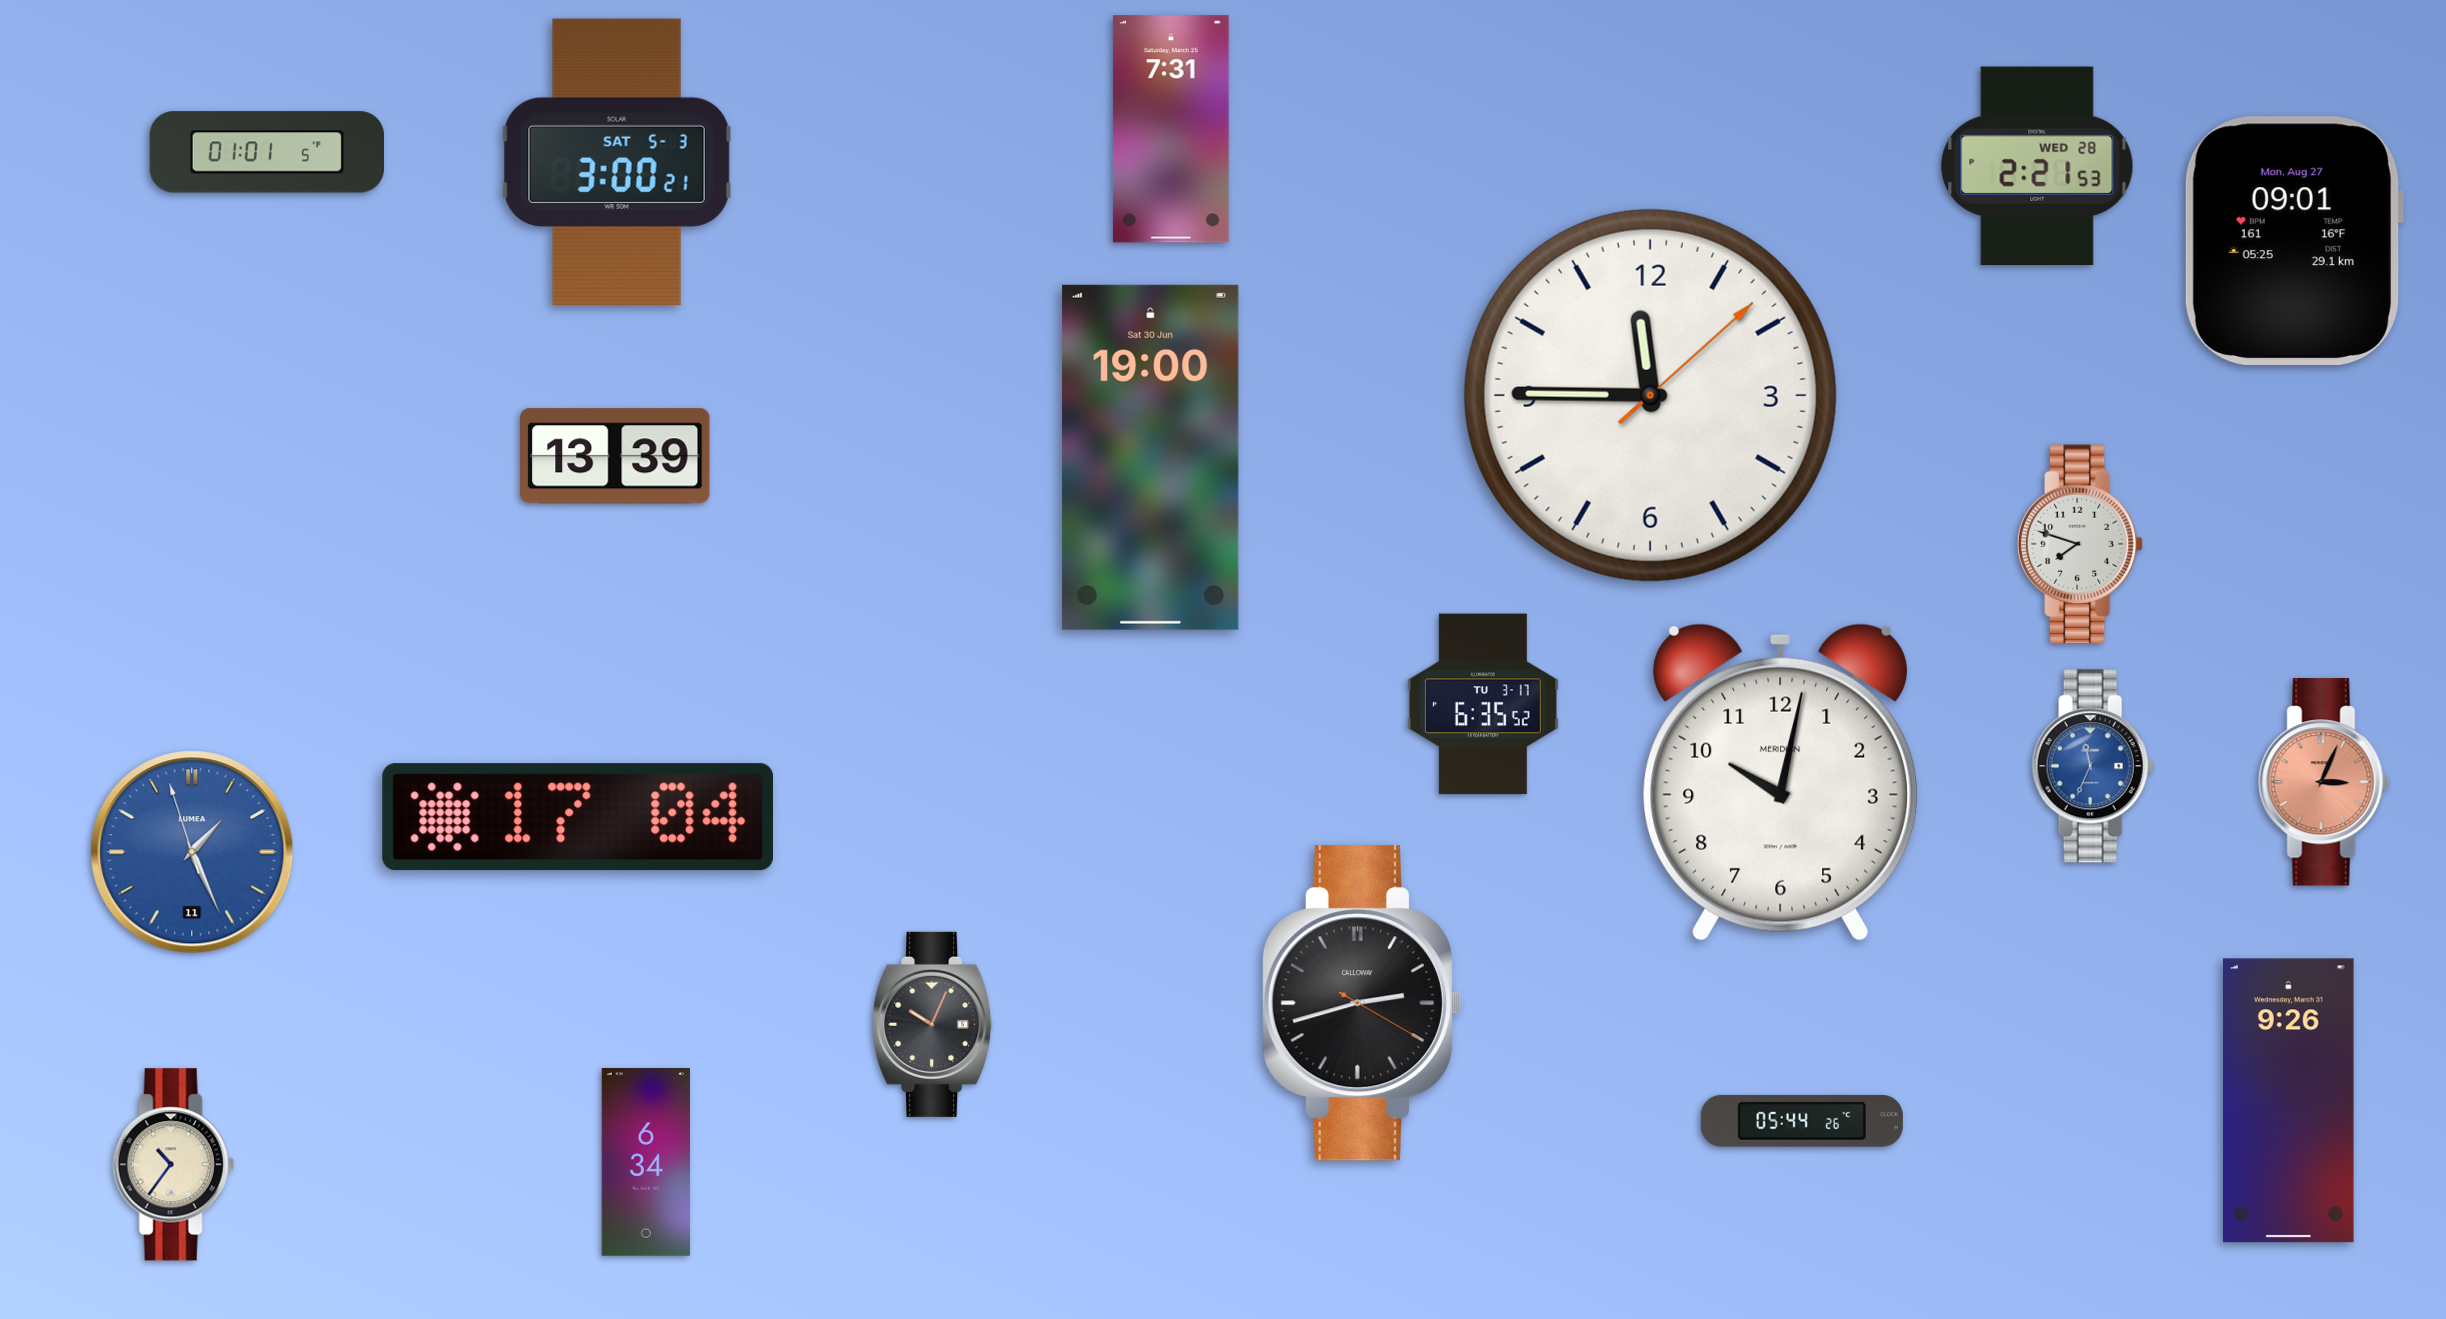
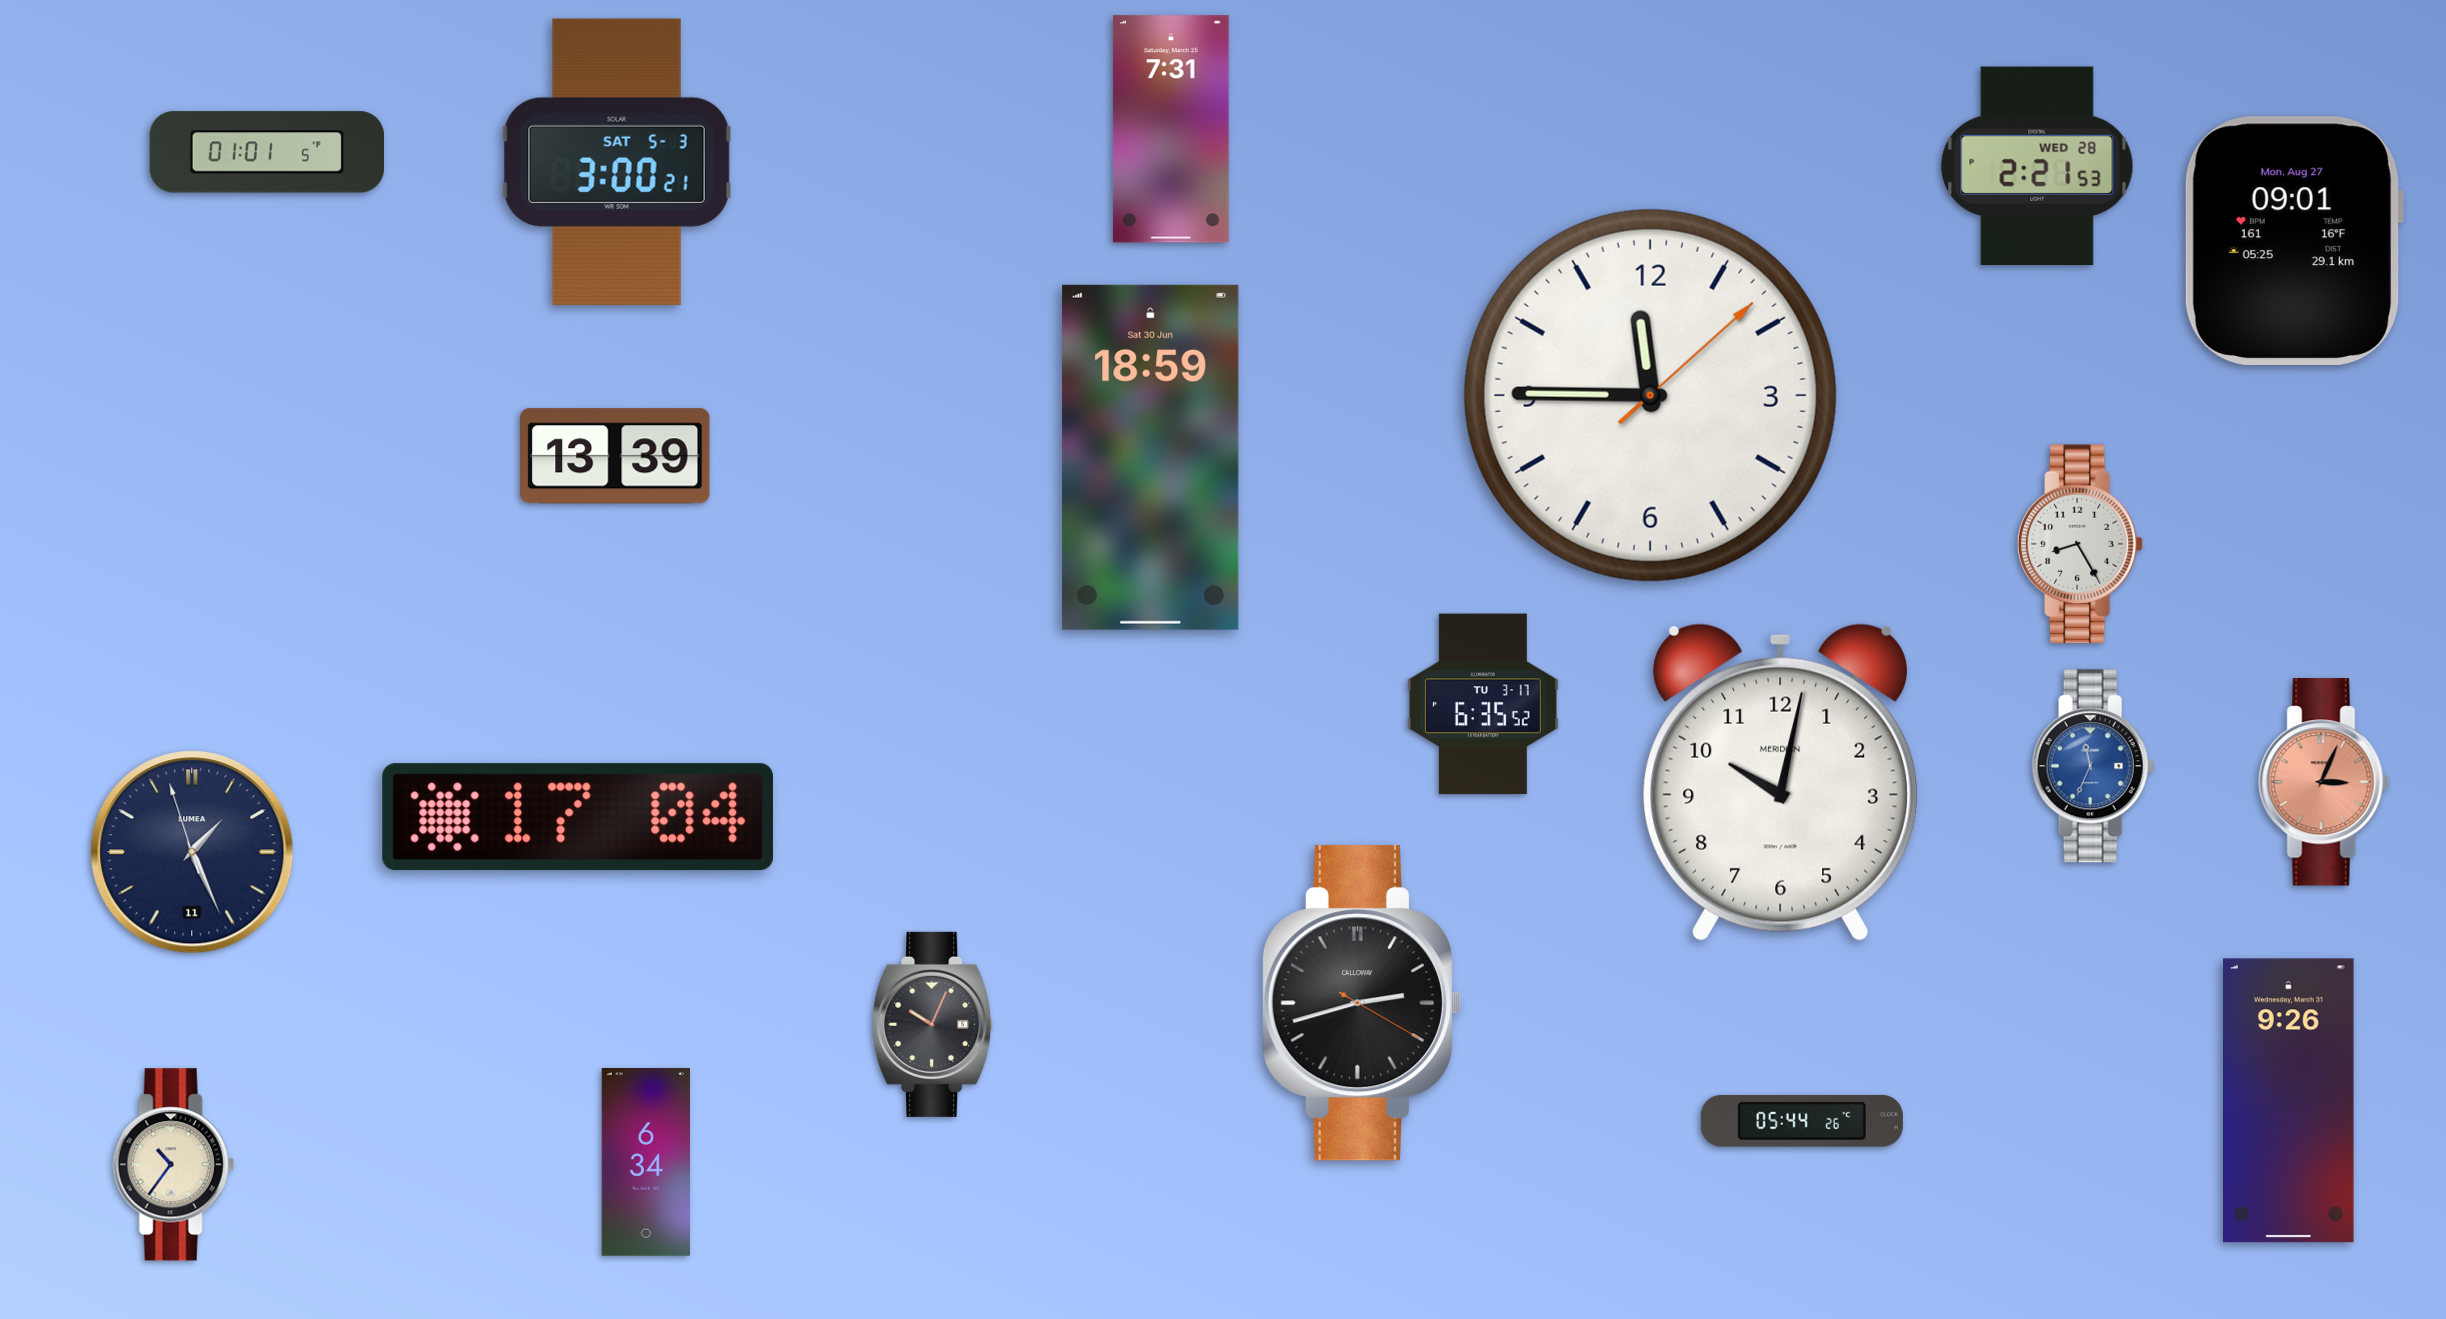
clock at (1151, 457): 19:00 -> 18:59
clock at (2080, 544): 7:48 -> 8:25
clock at (192, 852) dial: blue -> navy
